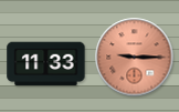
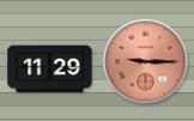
clock at (46, 64): 11:33 -> 11:29
